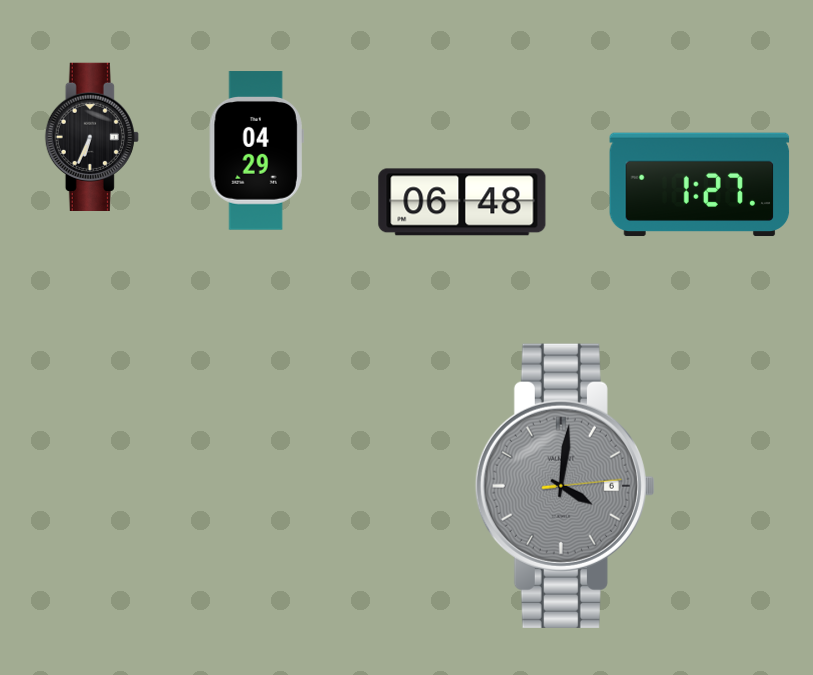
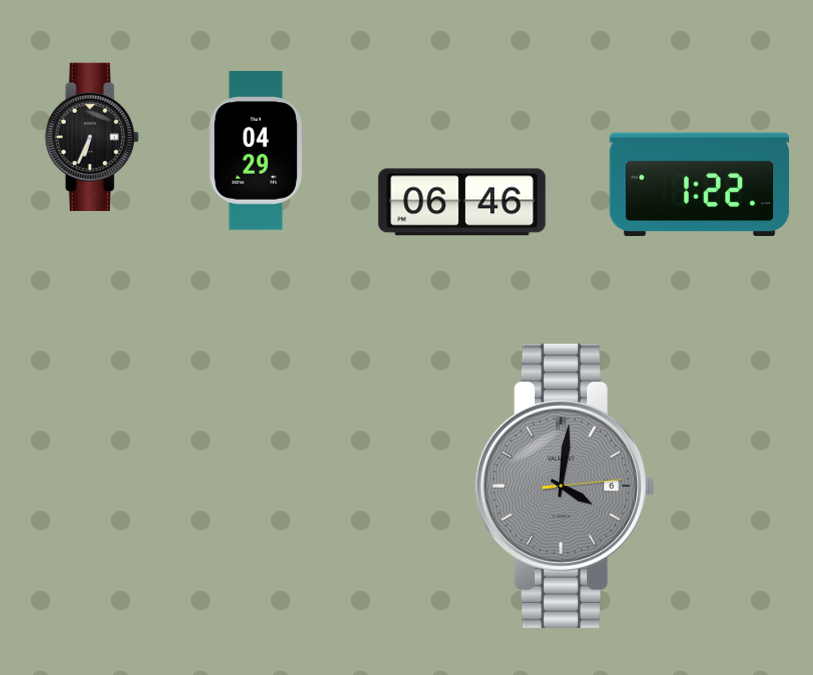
clock at (700, 185): 1:27 -> 1:22
clock at (462, 202): 06:48 -> 06:46
